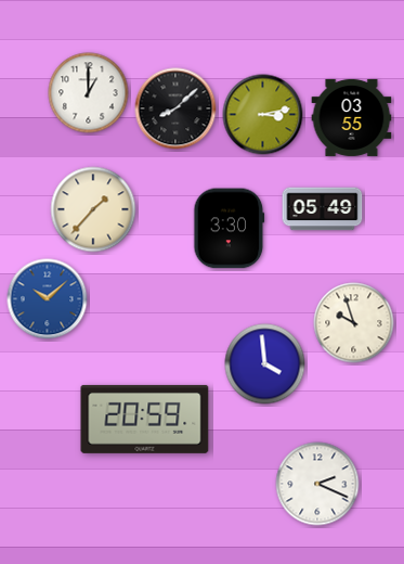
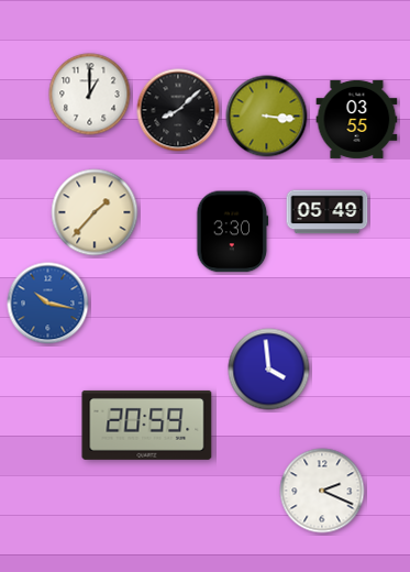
clock at (263, 115): 3:13 -> 3:16
clock at (48, 299): 10:08 -> 10:17
clock at (354, 323): 9:57 -> none
